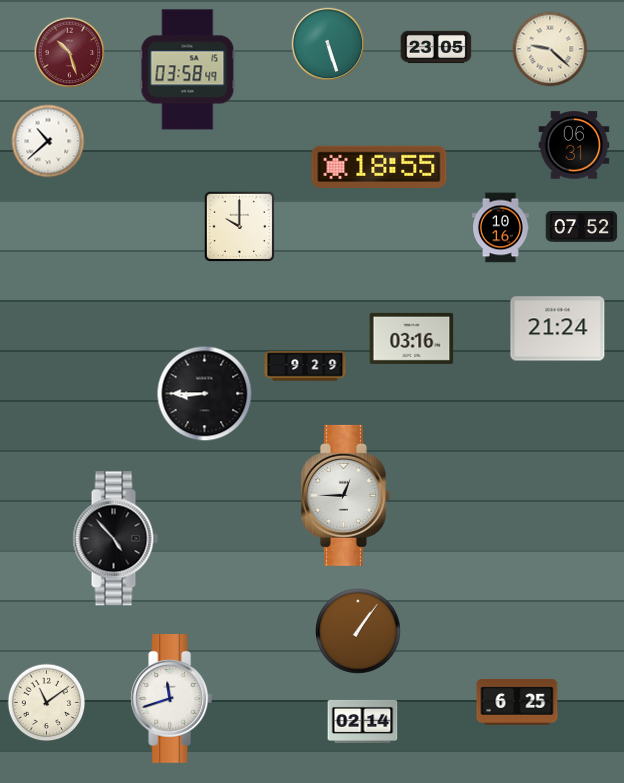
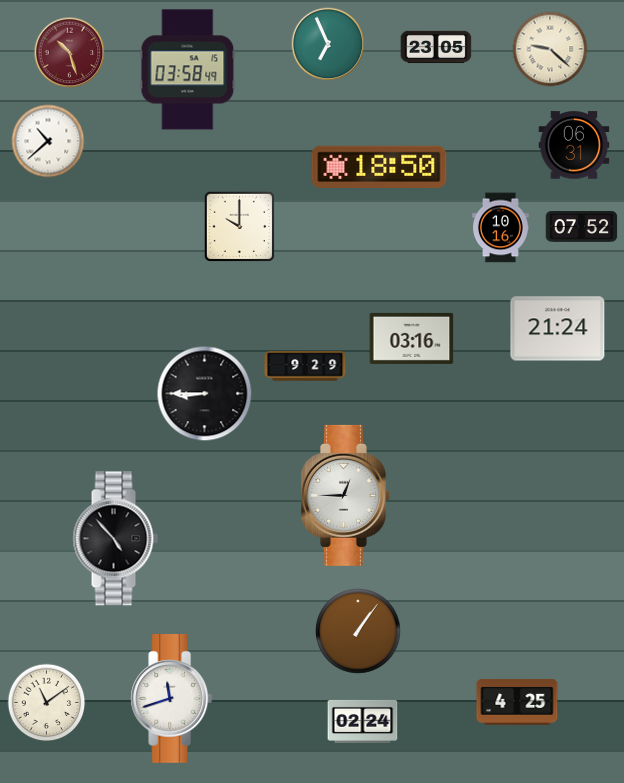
clock at (328, 44): 5:27 -> 6:56
clock at (379, 167): 18:55 -> 18:50
clock at (517, 702): 6:25 -> 4:25
clock at (363, 721): 02:14 -> 02:24
